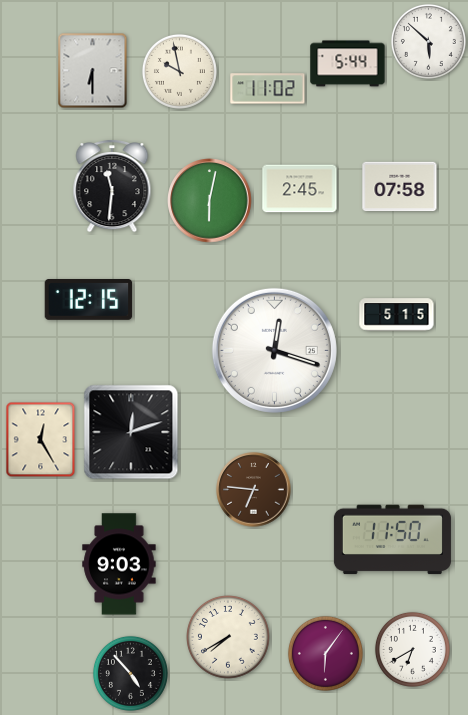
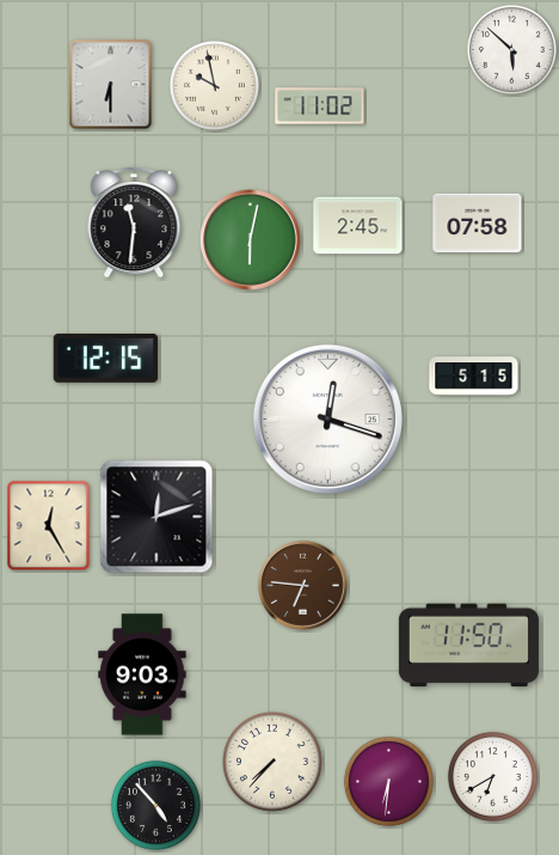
clock at (348, 64): 5:44 -> none
clock at (229, 638): 7:40 -> 7:37
clock at (325, 653): 6:06 -> 6:31
